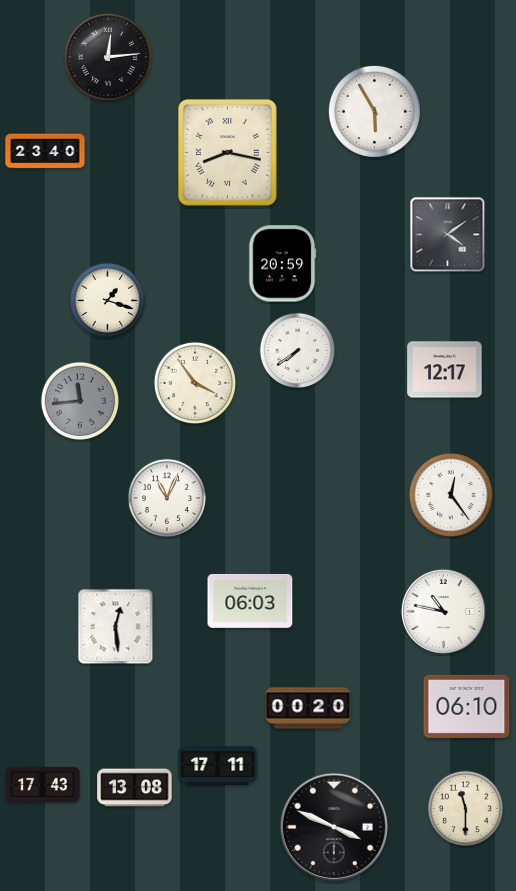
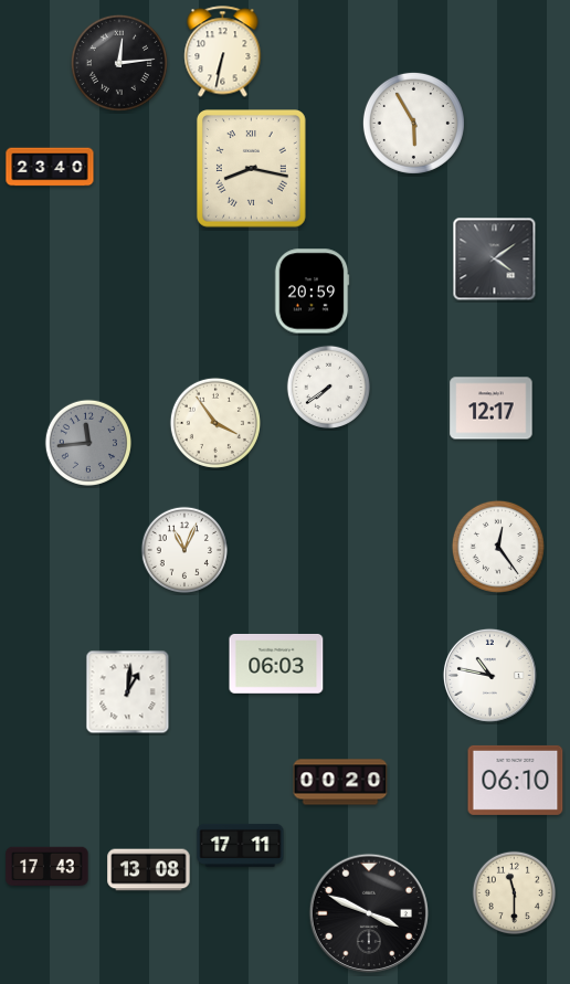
clock at (223, 52): none -> 6:32
clock at (107, 300): 1:18 -> none
clock at (116, 627): 12:29 -> 1:01
